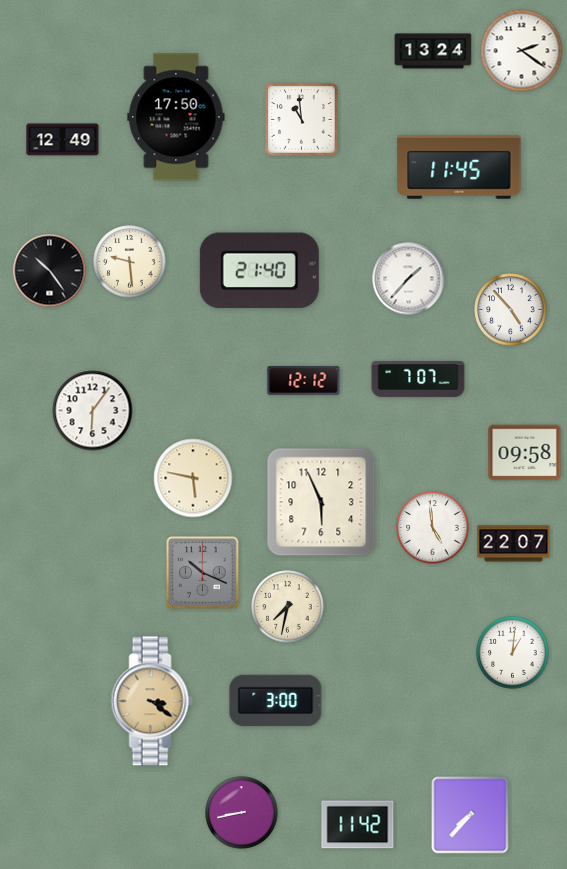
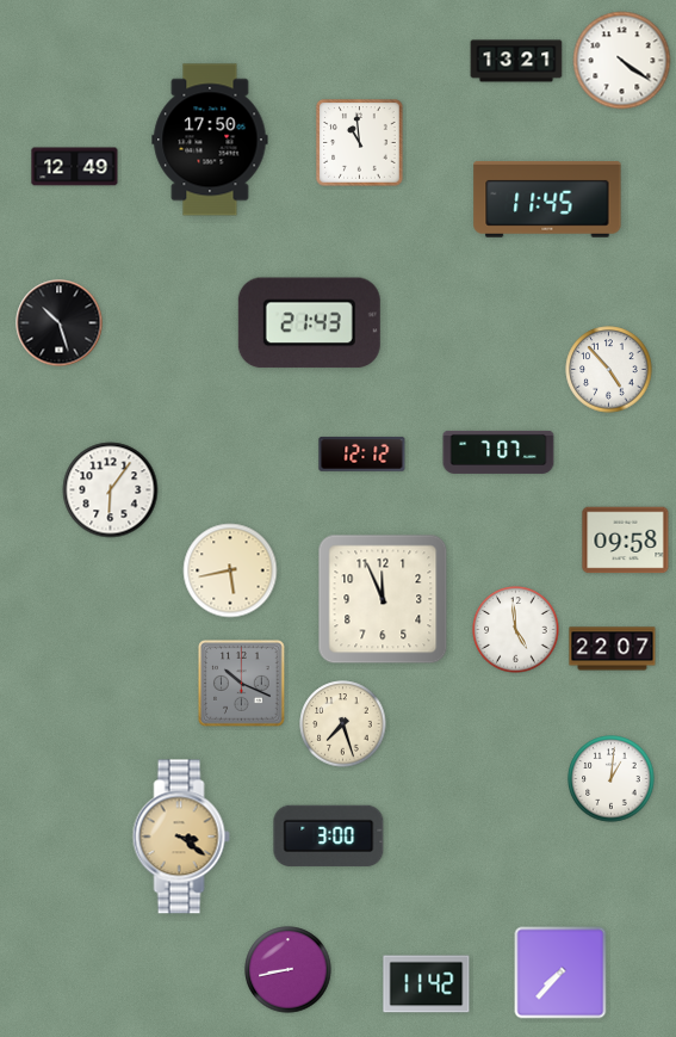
clock at (433, 51): 13:24 -> 13:21
clock at (522, 51): 2:21 -> 4:21
clock at (130, 262): 9:29 -> none
clock at (50, 271): 10:24 -> 10:27
clock at (259, 271): 21:40 -> 21:43
clock at (409, 279): 1:37 -> none
clock at (193, 478): 5:47 -> 5:43
clock at (321, 502): 5:56 -> 11:56
clock at (288, 607): 7:32 -> 7:27
